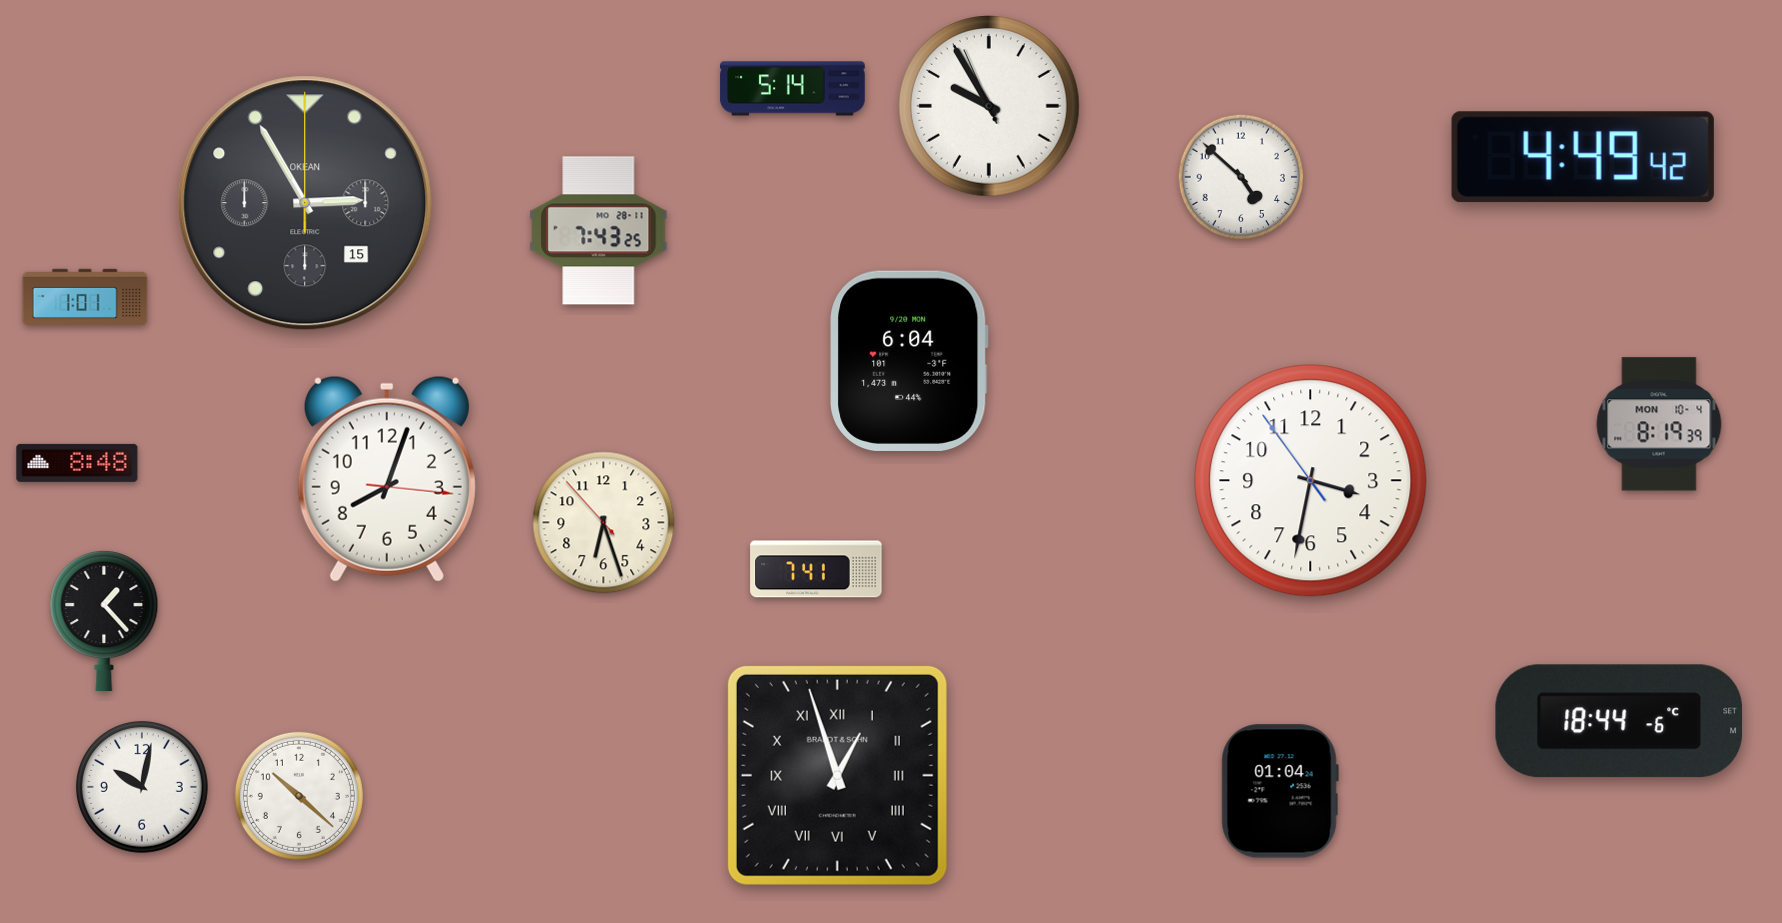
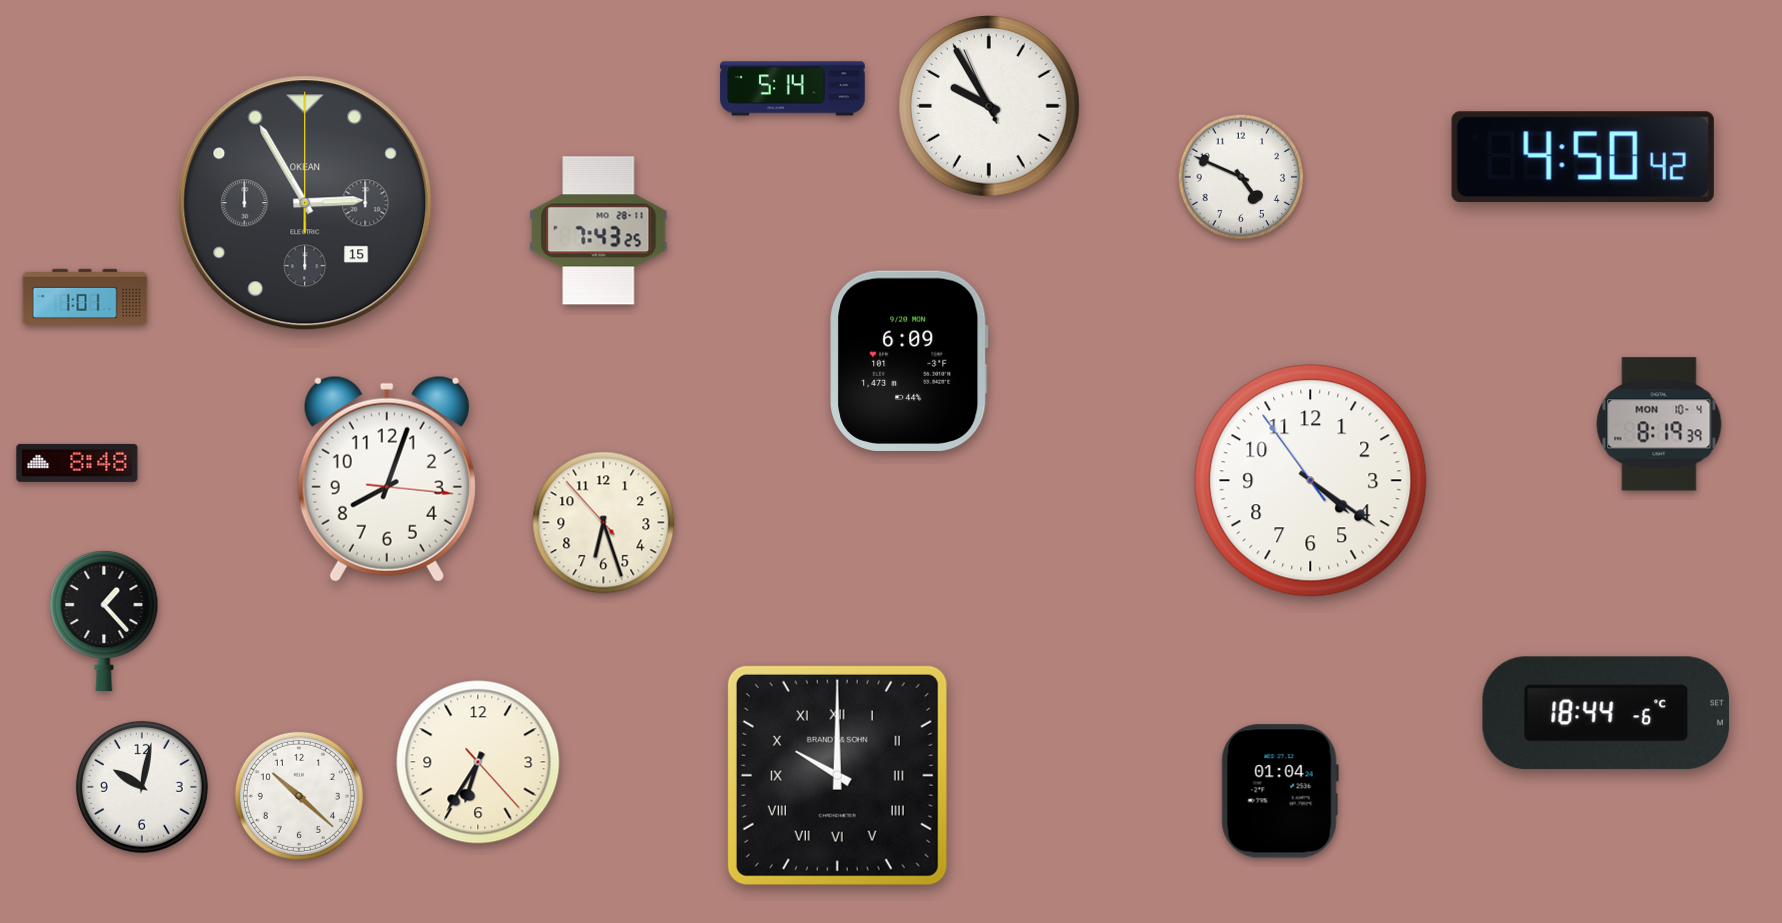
clock at (1583, 157): 4:49 -> 4:50
clock at (1241, 177): 4:52 -> 4:49
clock at (909, 361): 6:04 -> 6:09
clock at (1311, 481): 3:31 -> 4:20
clock at (816, 569): 7:41 -> none
clock at (1619, 721) position: (1619, 721) -> (1606, 713)
clock at (478, 762): none -> 6:35
clock at (837, 775): 12:57 -> 10:00
